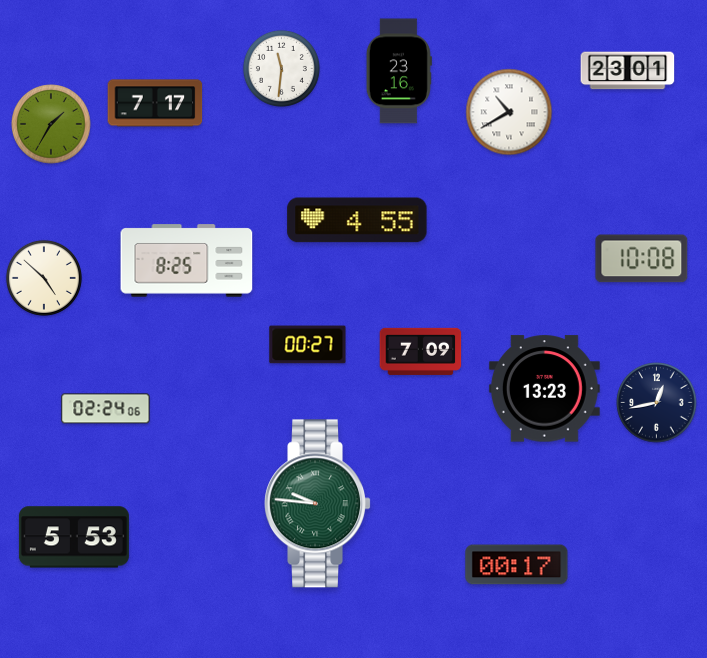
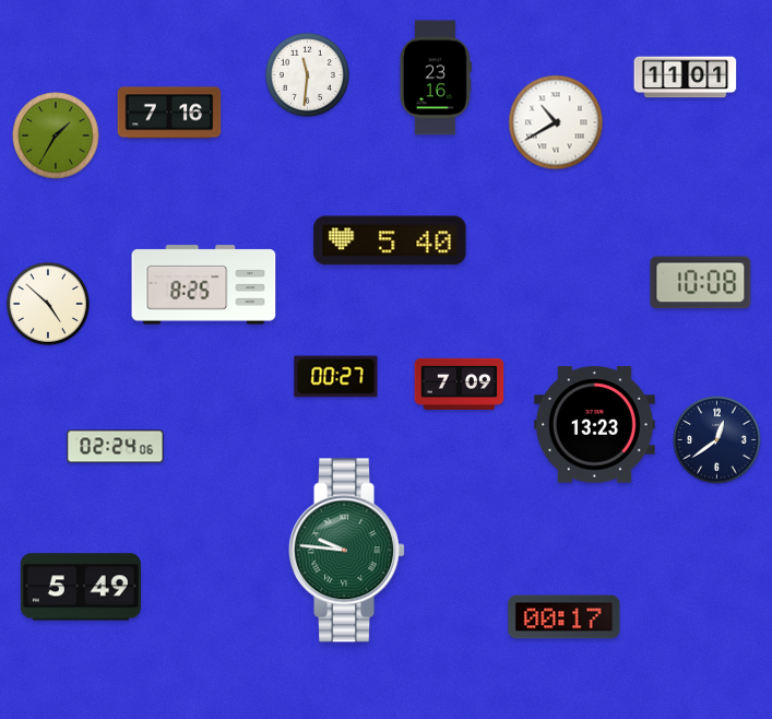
clock at (628, 71): 23:01 -> 11:01
clock at (155, 103): 7:17 -> 7:16
clock at (357, 220): 4:55 -> 5:40
clock at (657, 403): 12:43 -> 12:39
clock at (74, 537): 5:53 -> 5:49
